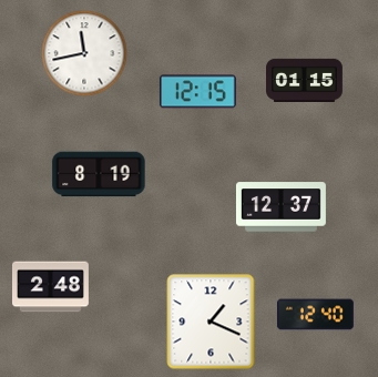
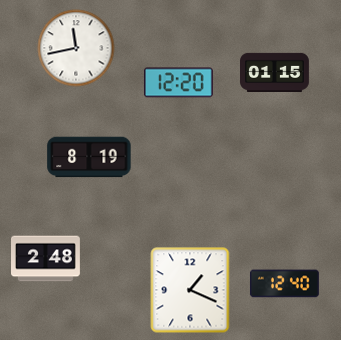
clock at (197, 92): 12:15 -> 12:20
clock at (280, 207): 12:37 -> none
